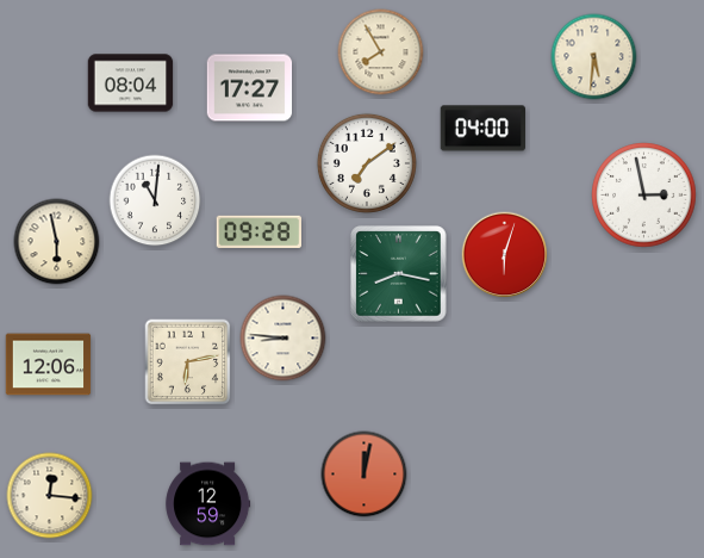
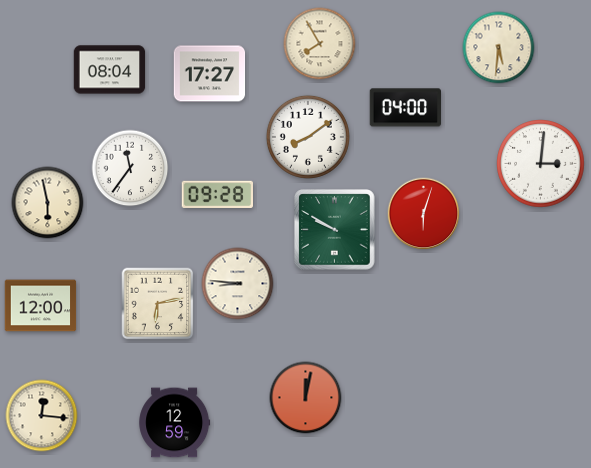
clock at (367, 163): 7:09 -> 8:09
clock at (644, 196): 2:58 -> 3:01
clock at (155, 200): 11:01 -> 11:36
clock at (399, 274): 8:17 -> 9:50
clock at (49, 365): 12:06 -> 12:00
